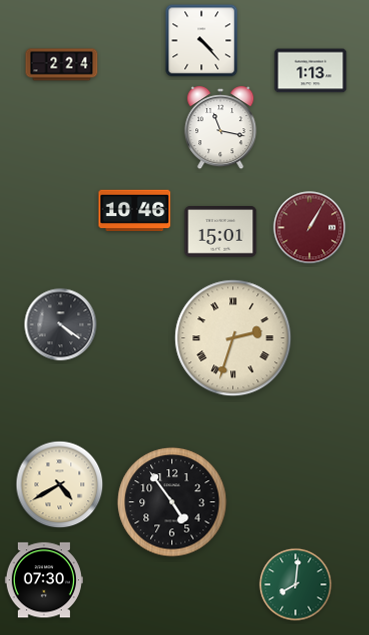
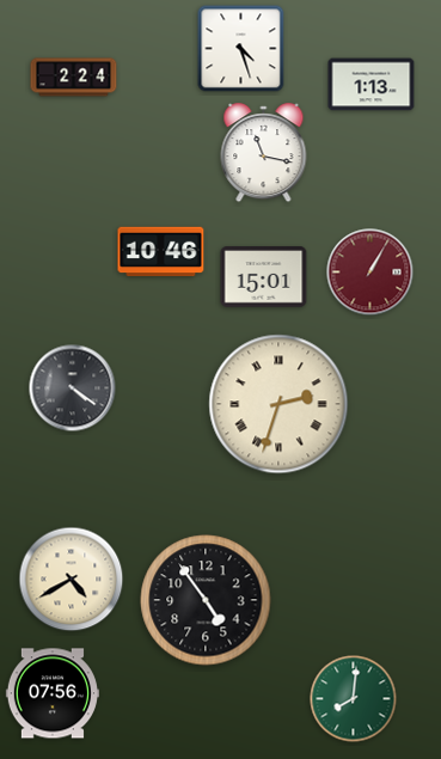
clock at (202, 41): 4:23 -> 4:27
clock at (44, 580): 07:30 -> 07:56
